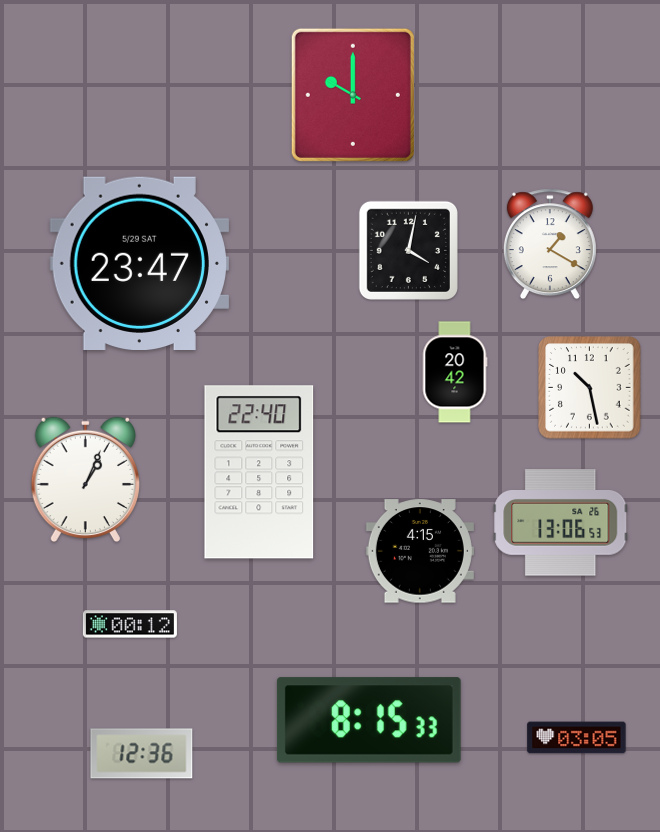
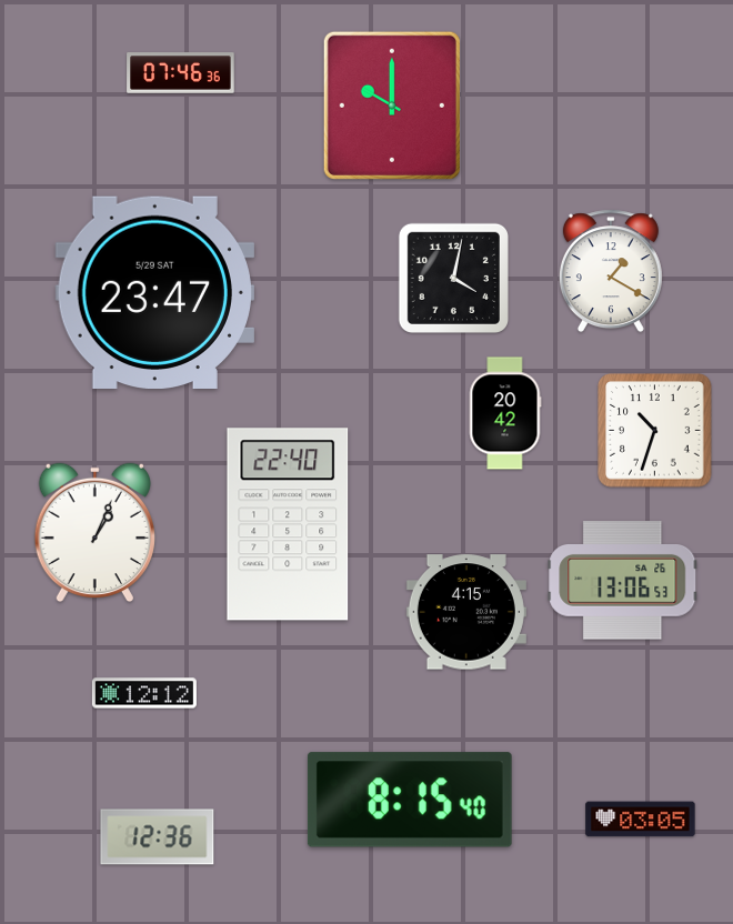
clock at (181, 73): none -> 07:46
clock at (590, 388): 10:28 -> 10:33
clock at (130, 624): 00:12 -> 12:12
clock at (369, 720): 8:15:33 -> 8:15:40
